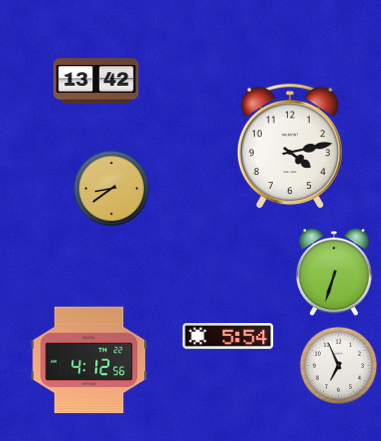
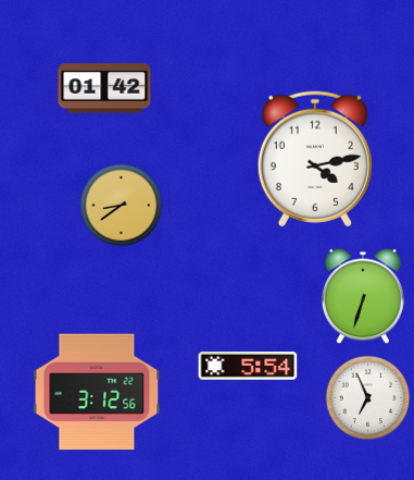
clock at (96, 81): 13:42 -> 01:42
clock at (89, 360): 4:12 -> 3:12
